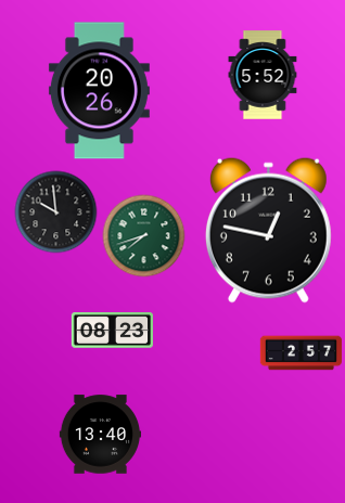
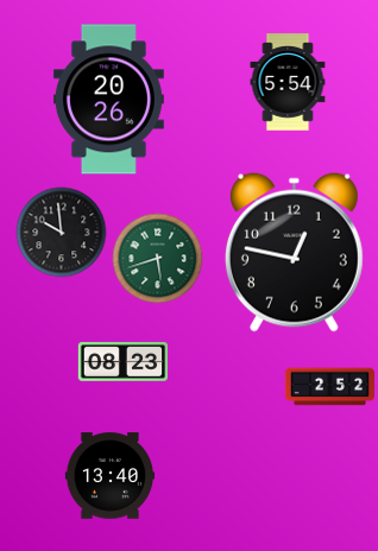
clock at (263, 75): 5:52 -> 5:54
clock at (144, 236): 7:42 -> 5:42
clock at (302, 353): 2:57 -> 2:52
